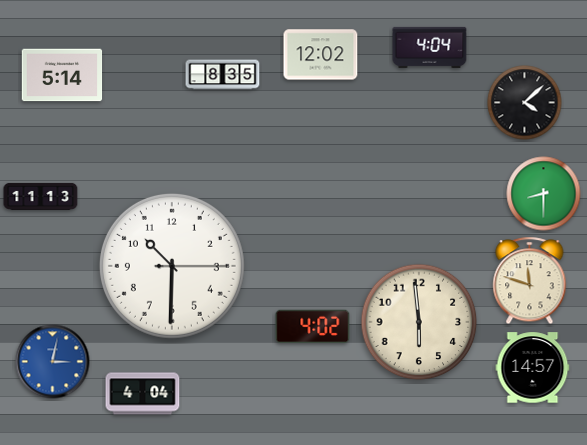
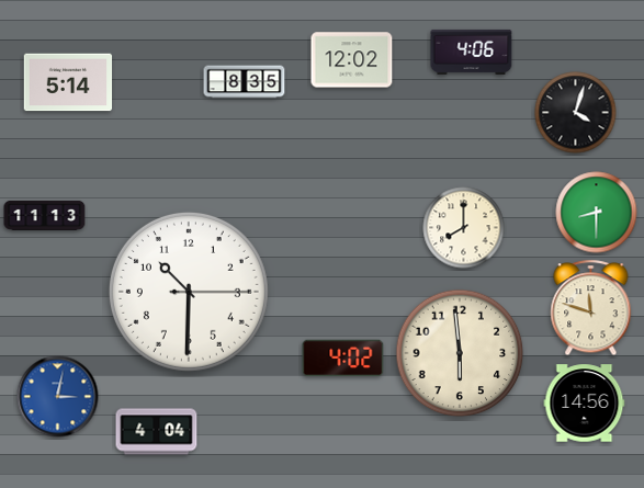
clock at (430, 47): 4:04 -> 4:06
clock at (525, 103): 4:08 -> 4:03
clock at (464, 228): none -> 8:00
clock at (530, 281) position: (530, 281) -> (591, 308)
clock at (533, 368): 14:57 -> 14:56
